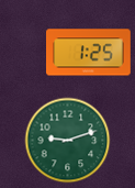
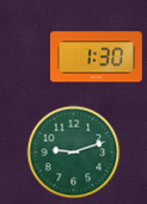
clock at (89, 53): 1:25 -> 1:30
